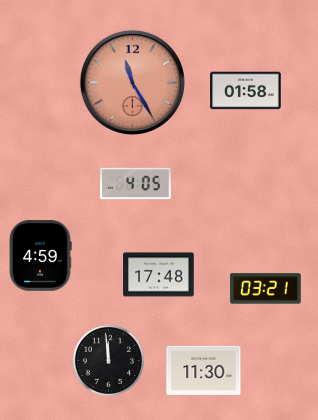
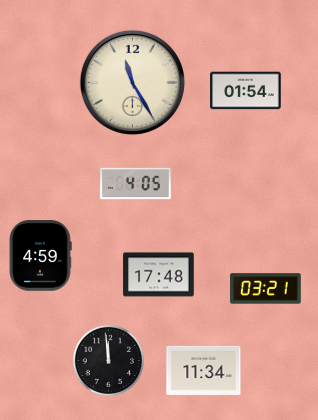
clock at (132, 82) dial: salmon -> cream
clock at (246, 91): 01:58 -> 01:54
clock at (204, 370): 11:30 -> 11:34
